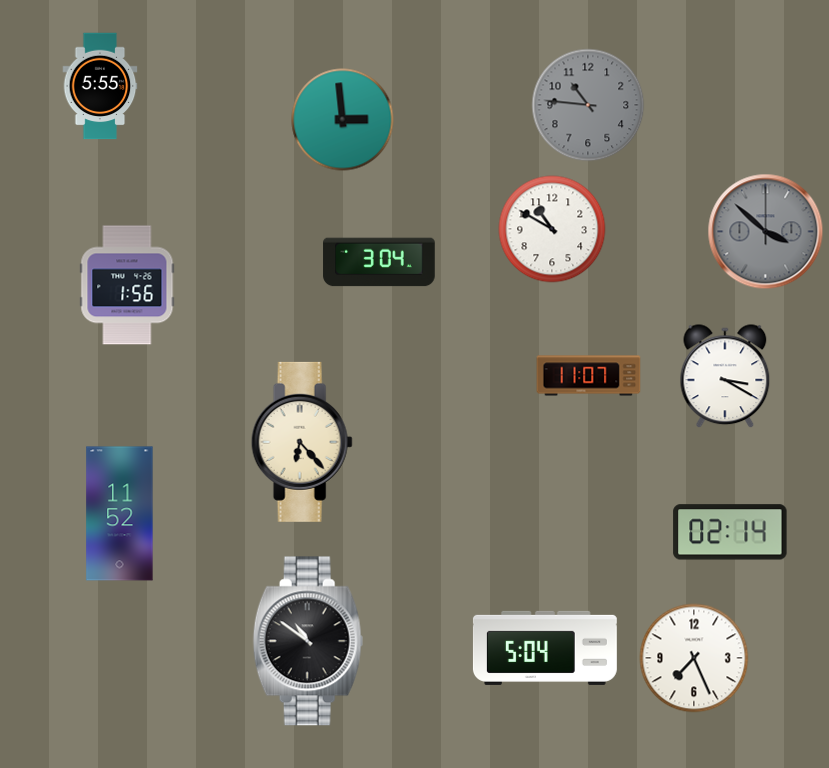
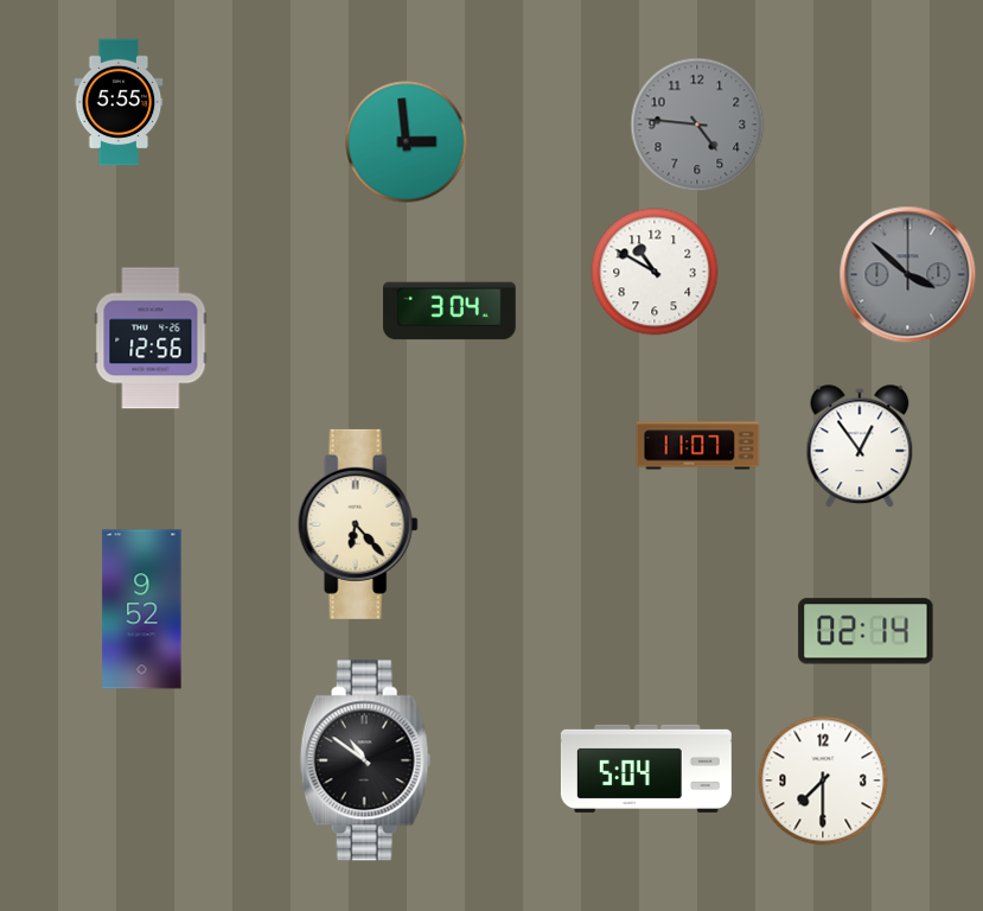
clock at (588, 105): 10:46 -> 4:46
clock at (127, 285): 1:56 -> 12:56
clock at (725, 377): 3:20 -> 12:54
clock at (120, 514): 11:52 -> 9:52
clock at (694, 658): 7:26 -> 7:30
